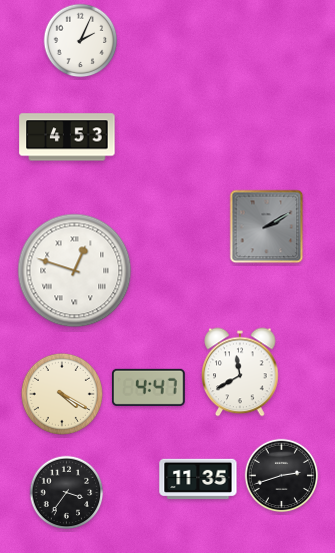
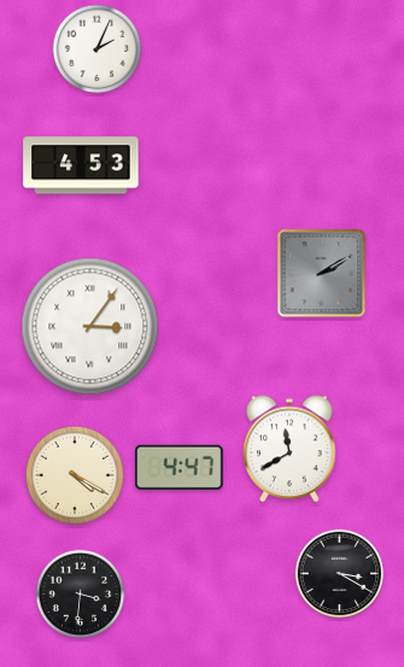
clock at (75, 271): 12:48 -> 3:06
clock at (282, 476): 2:42 -> 3:20
clock at (198, 479): 11:35 -> none
clock at (67, 493): 3:36 -> 3:31
